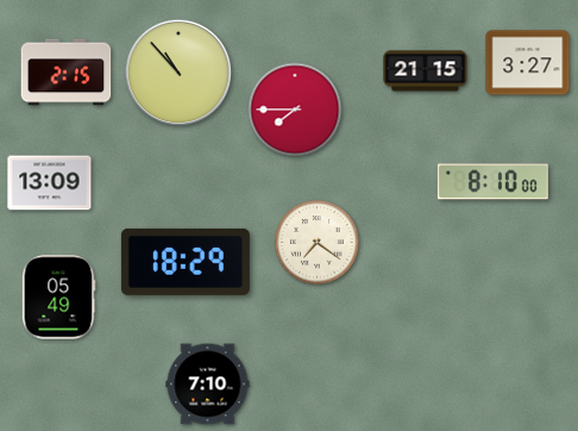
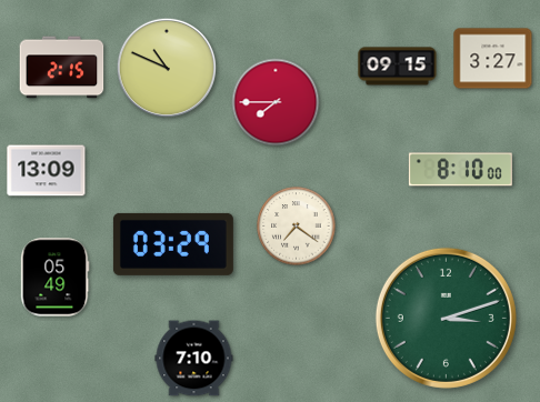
clock at (426, 71): 21:15 -> 09:15
clock at (178, 73): 10:53 -> 10:49
clock at (186, 262): 18:29 -> 03:29
clock at (446, 318): none -> 3:12
